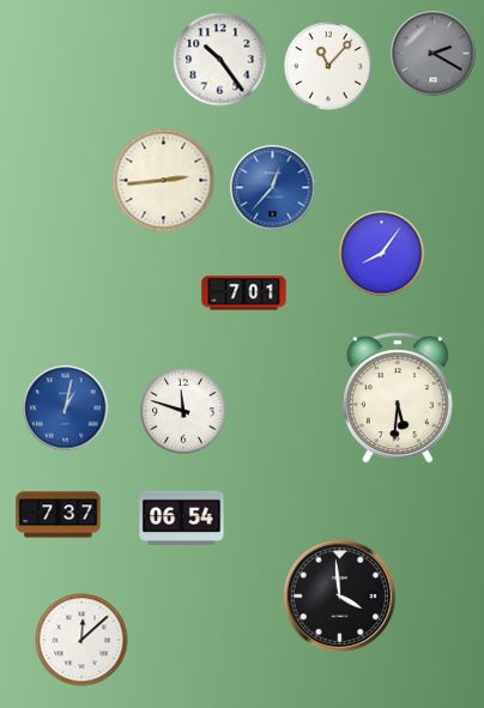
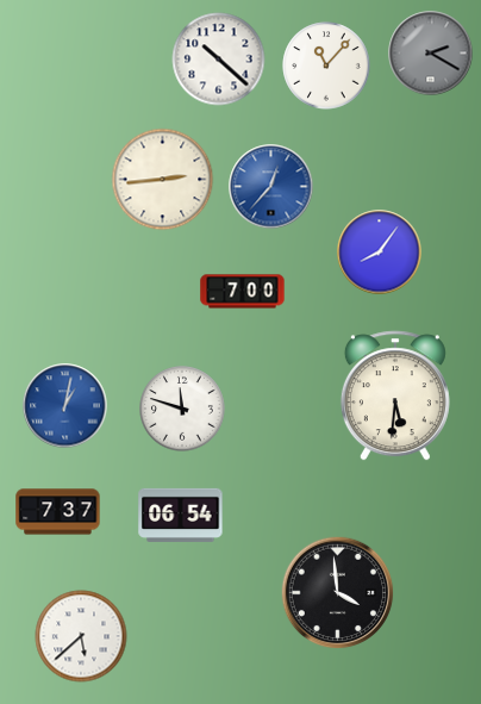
clock at (220, 60): 10:24 -> 10:22
clock at (244, 294): 7:01 -> 7:00
clock at (81, 640): 12:08 -> 5:38
